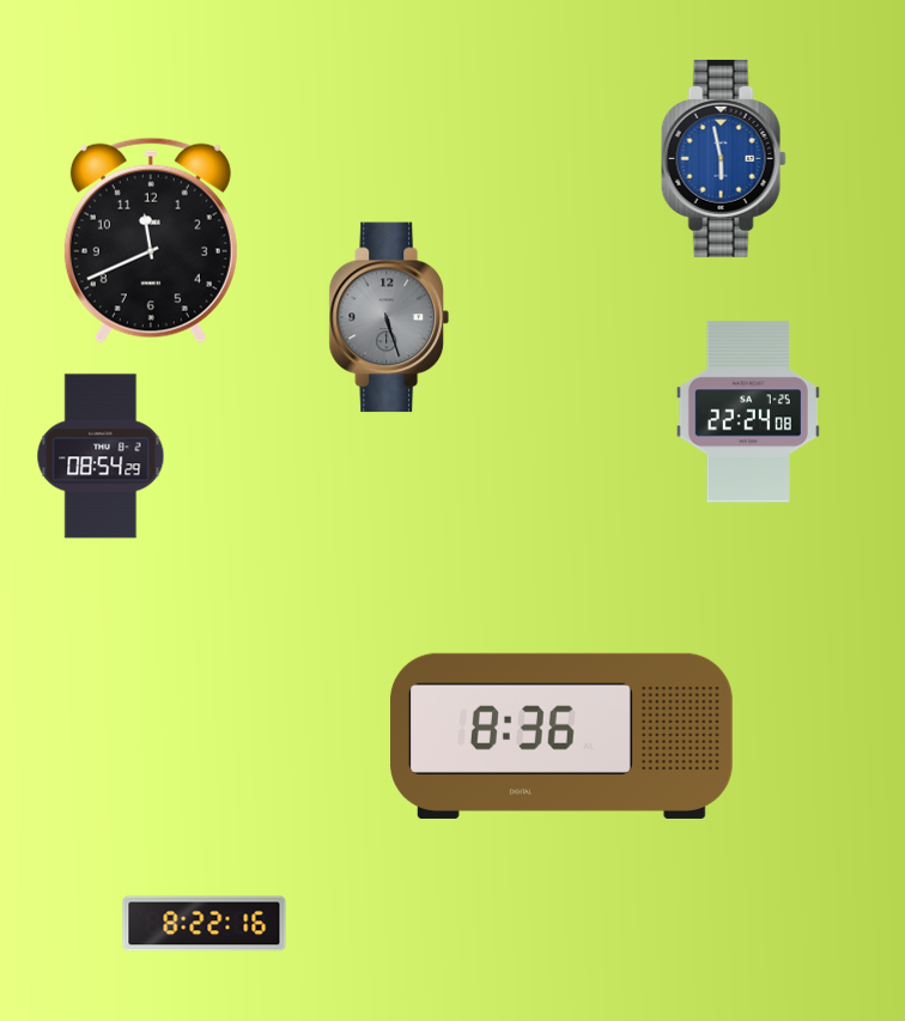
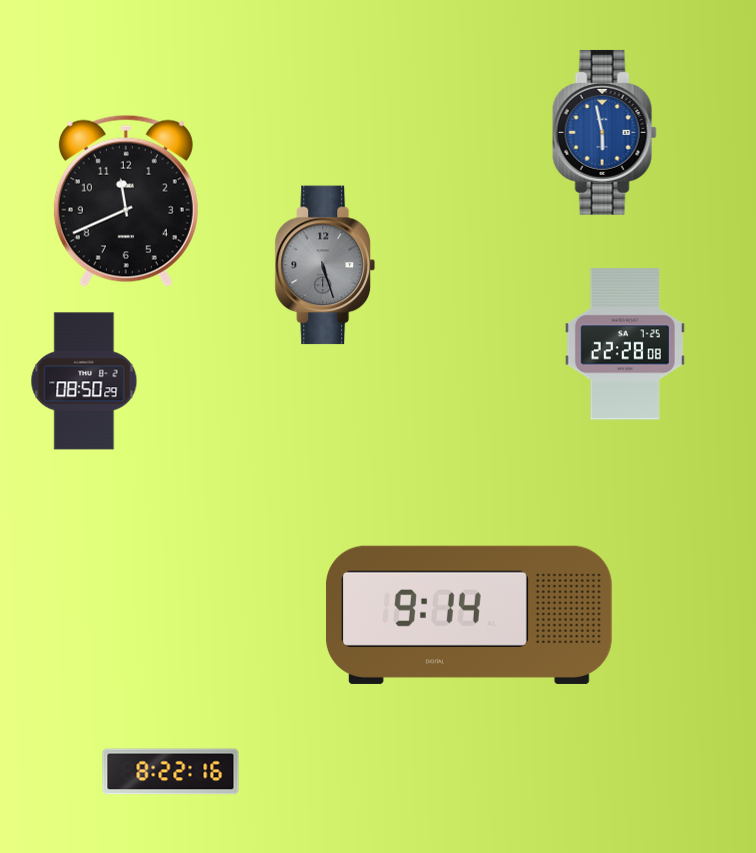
clock at (748, 412): 22:24 -> 22:28
clock at (101, 456): 08:54 -> 08:50
clock at (561, 736): 8:36 -> 9:14
